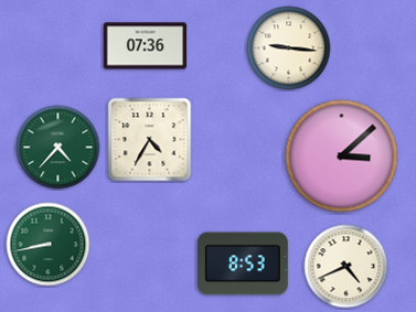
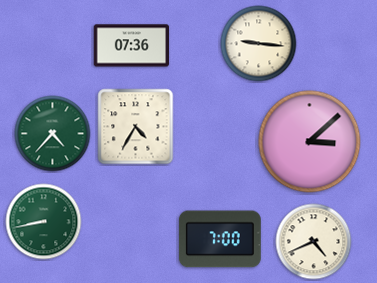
clock at (146, 46) position: (146, 46) -> (132, 46)
clock at (289, 49) position: (289, 49) -> (259, 44)
clock at (243, 263): 8:53 -> 7:00
